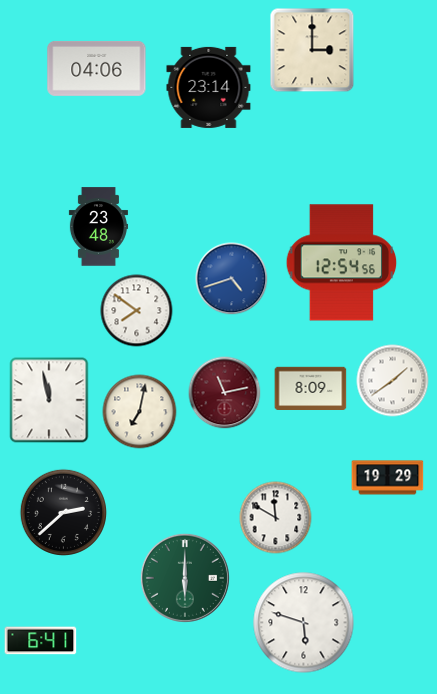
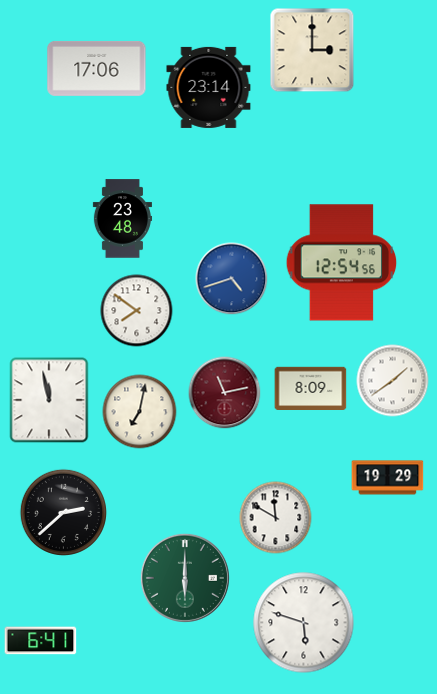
clock at (97, 68): 04:06 -> 17:06
clock at (98, 227) position: (98, 227) -> (122, 219)
